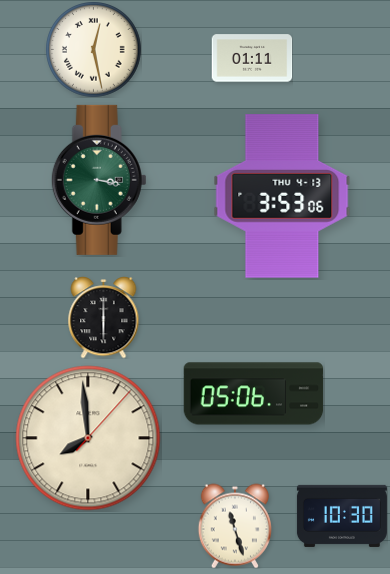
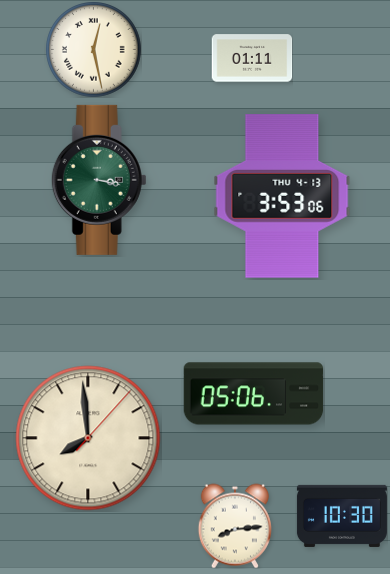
clock at (104, 318): 6:00 -> none
clock at (235, 526): 11:27 -> 8:14
